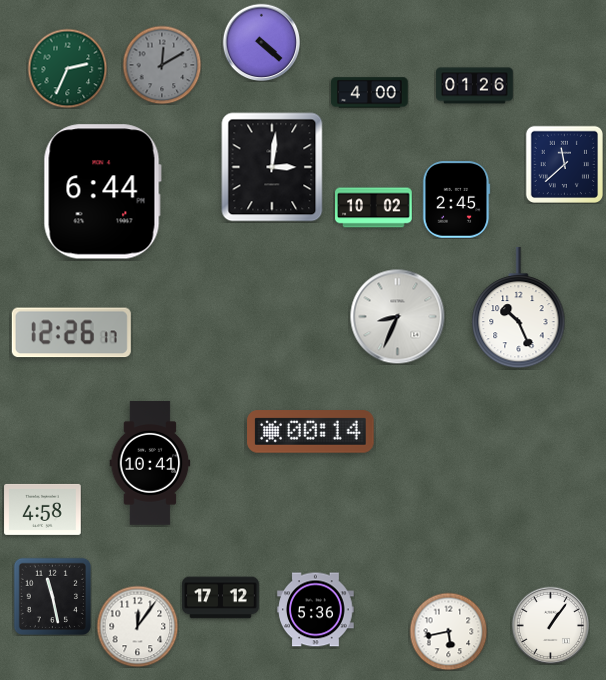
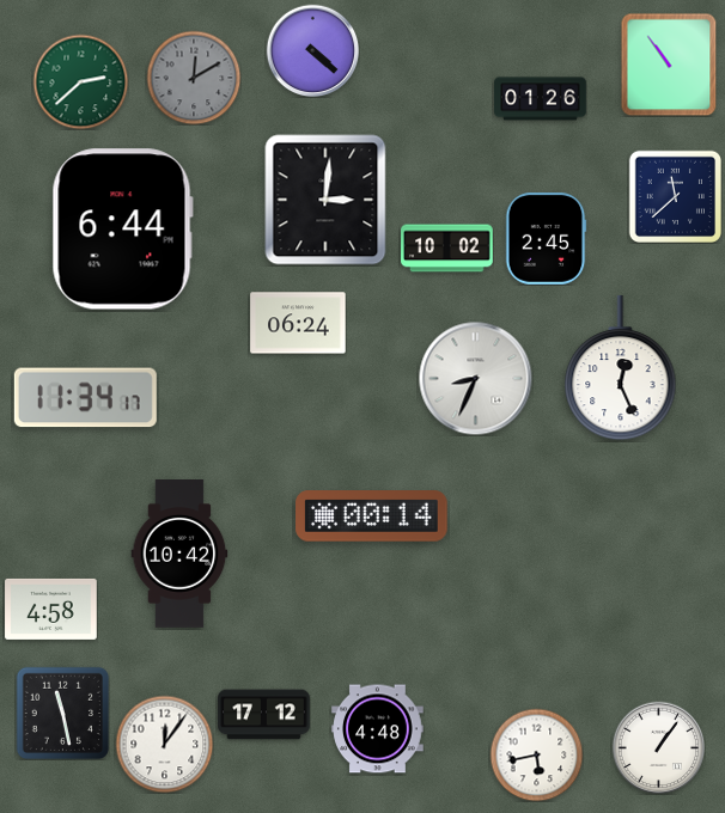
clock at (669, 65): none -> 10:54
clock at (67, 68): 2:34 -> 2:38
clock at (475, 86) position: (475, 86) -> (541, 99)
clock at (370, 93): 4:00 -> none
clock at (298, 323): none -> 06:24
clock at (519, 308): 10:26 -> 12:26
clock at (71, 333): 12:26 -> 11:34
clock at (150, 464): 10:41 -> 10:42
clock at (316, 610): 5:36 -> 4:48
clock at (137, 626) position: (137, 626) -> (164, 744)
